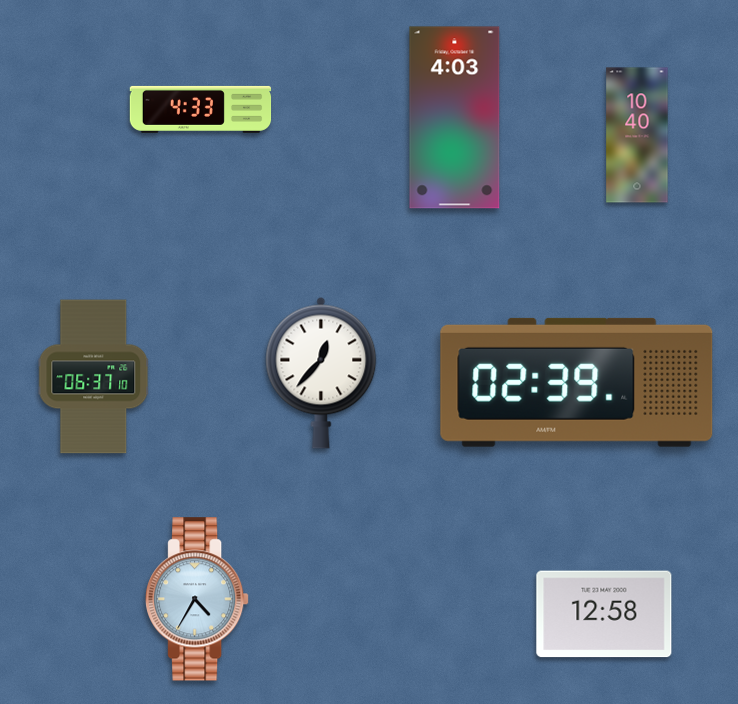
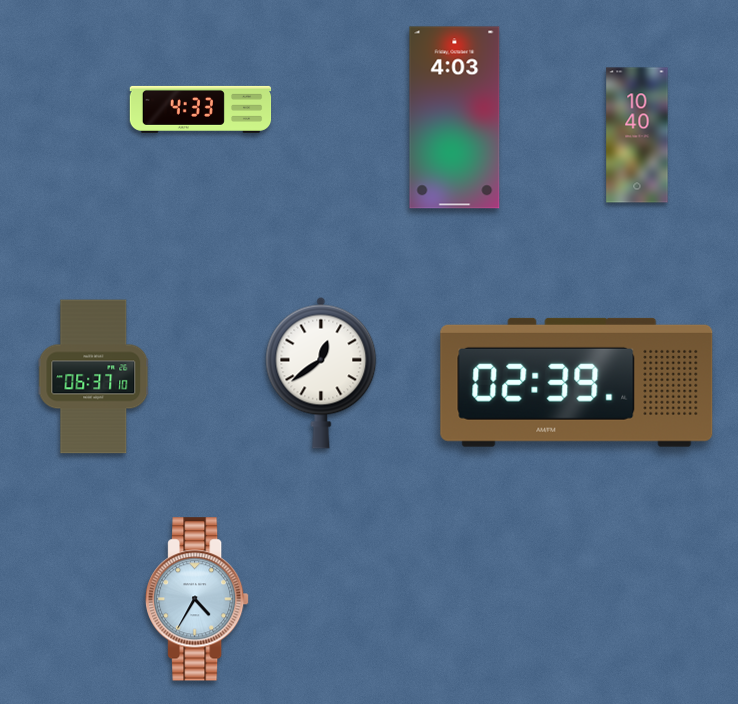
clock at (321, 373): 12:37 -> 12:39
clock at (604, 614): 12:58 -> none
